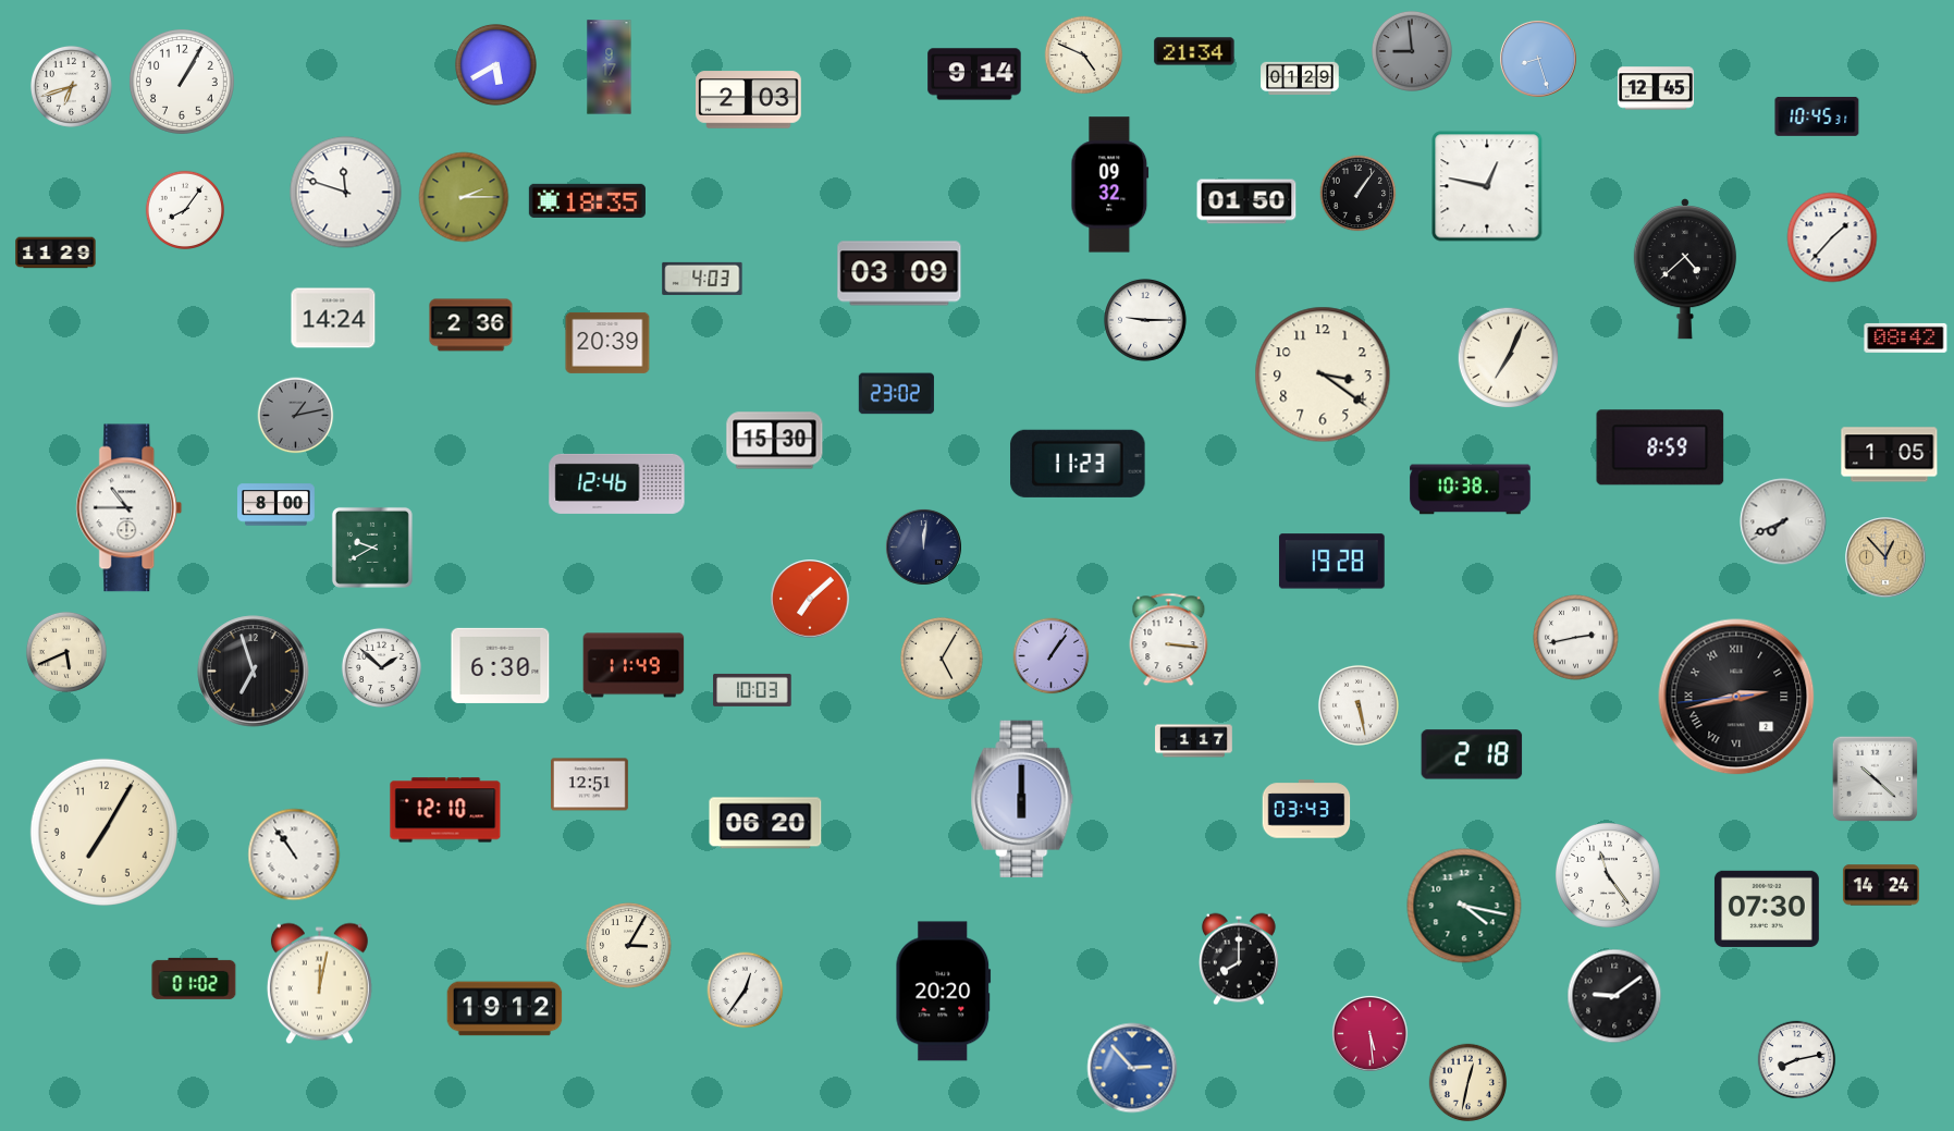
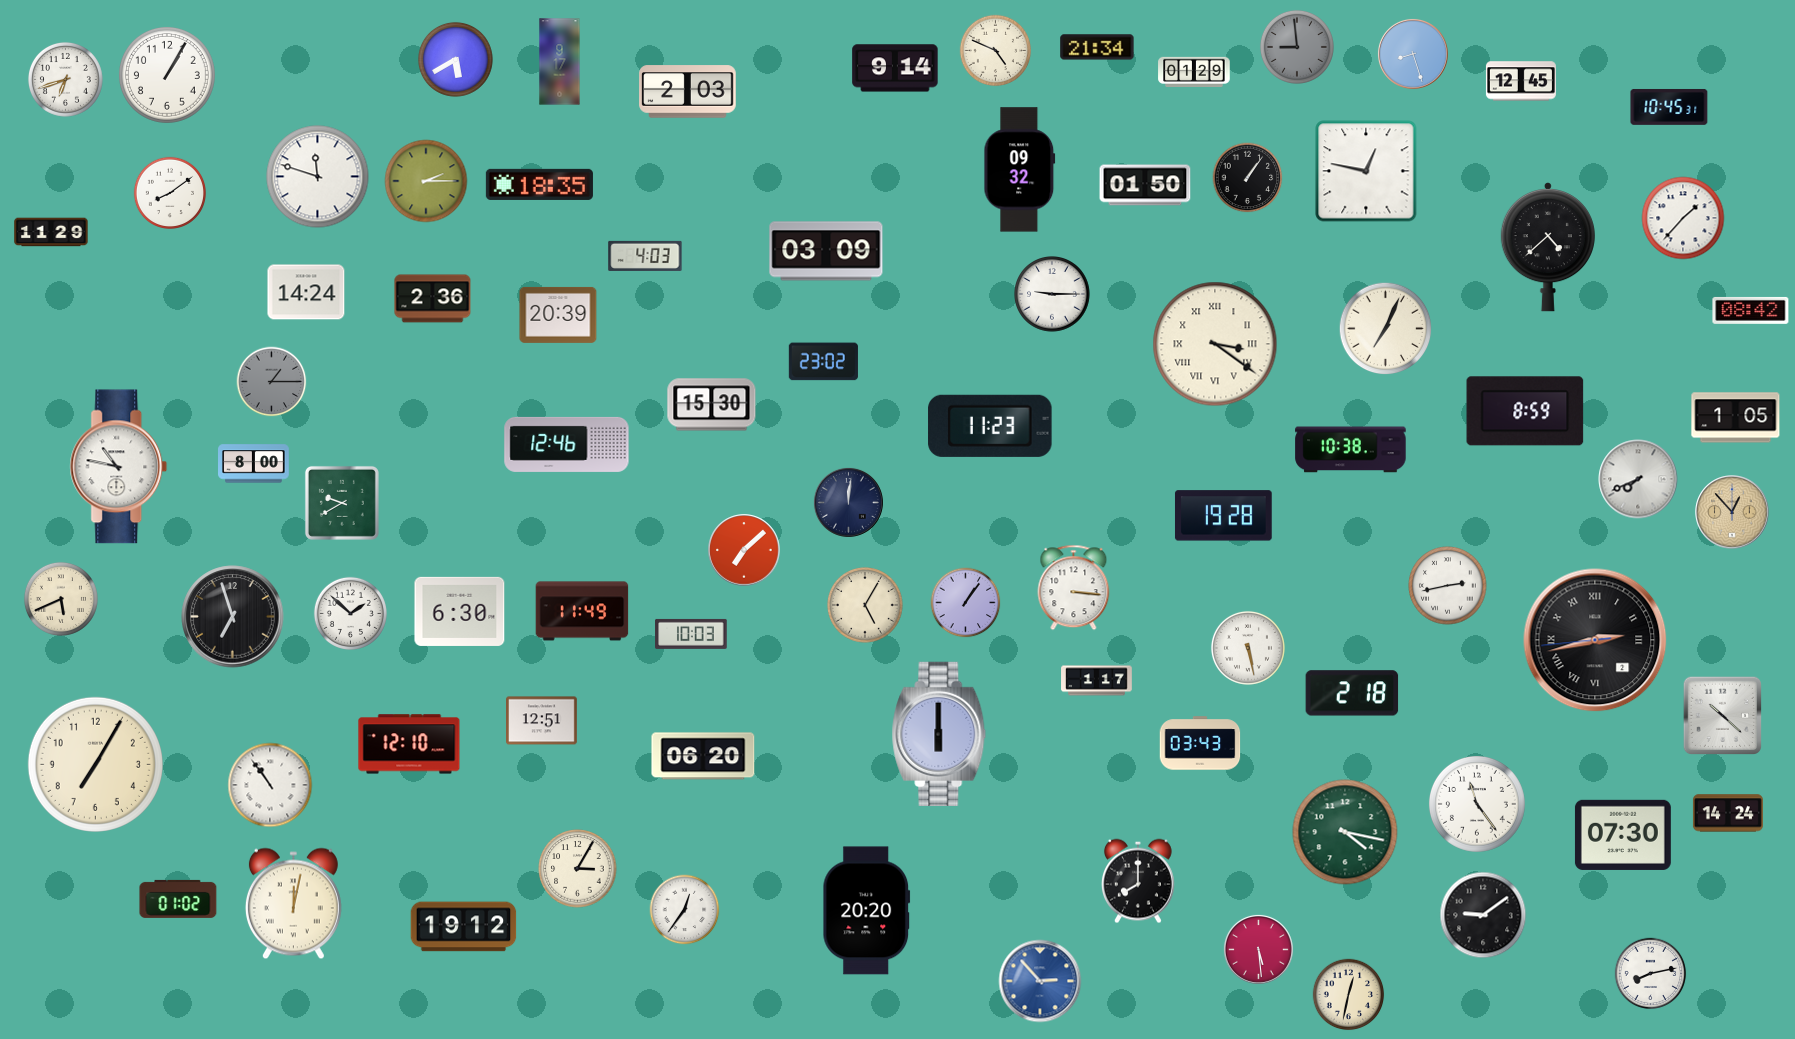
clock at (184, 209): 8:06 -> 8:09
clock at (1323, 374) numerals: Arabic -> Roman
clock at (296, 416): 1:13 -> 1:15
clock at (130, 508): 10:45 -> 10:47
